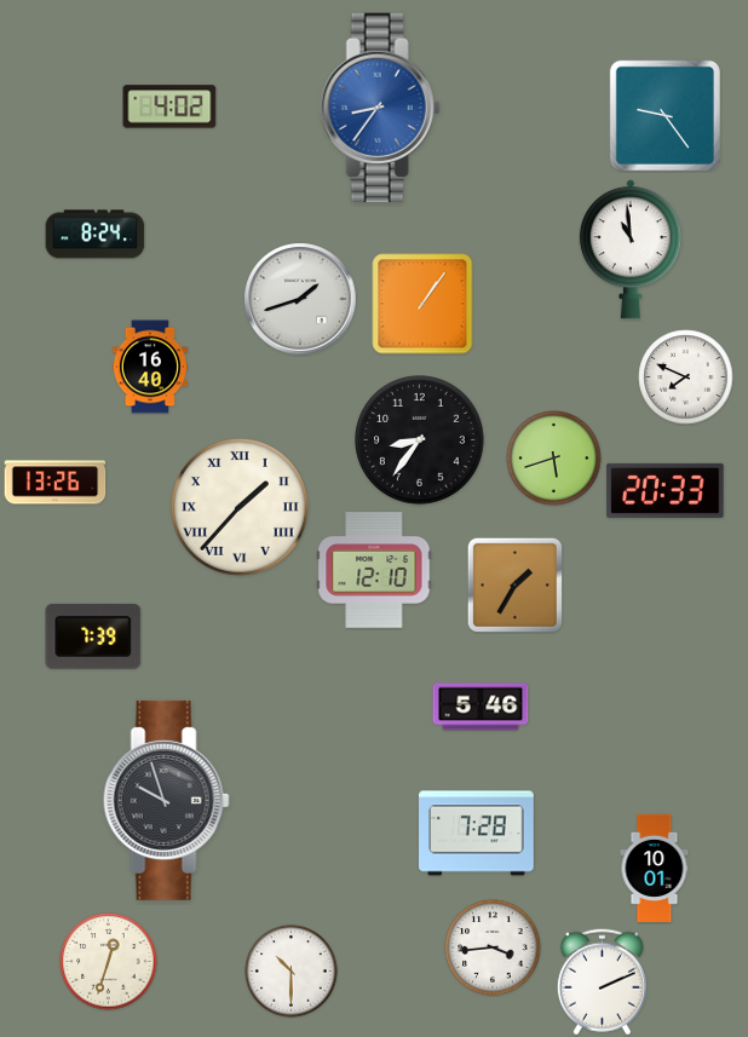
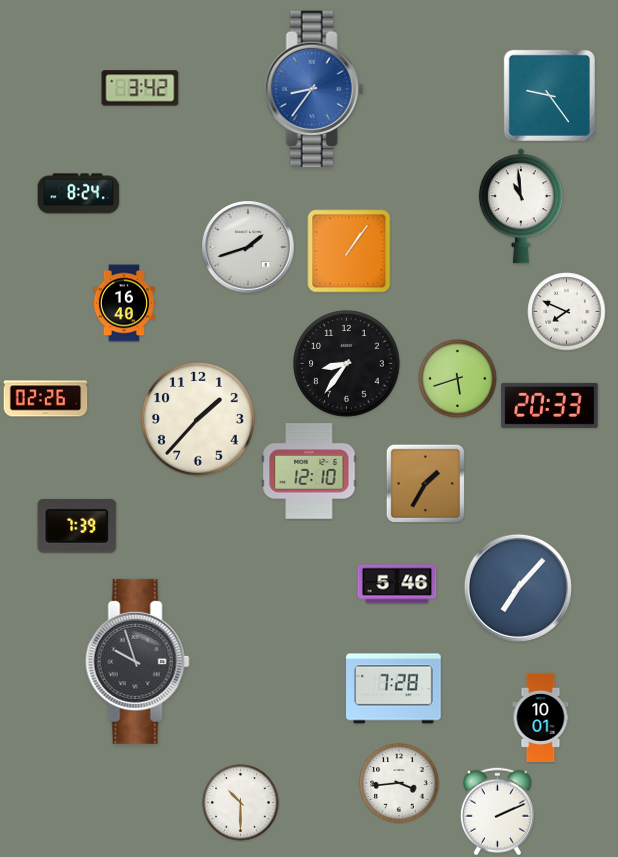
clock at (169, 106): 4:02 -> 3:42
clock at (56, 483): 13:26 -> 02:26
clock at (241, 508) numerals: Roman -> Arabic
clock at (518, 588): none -> 7:07
clock at (493, 947) position: (493, 947) -> (399, 783)
clock at (109, 962): 12:33 -> none
